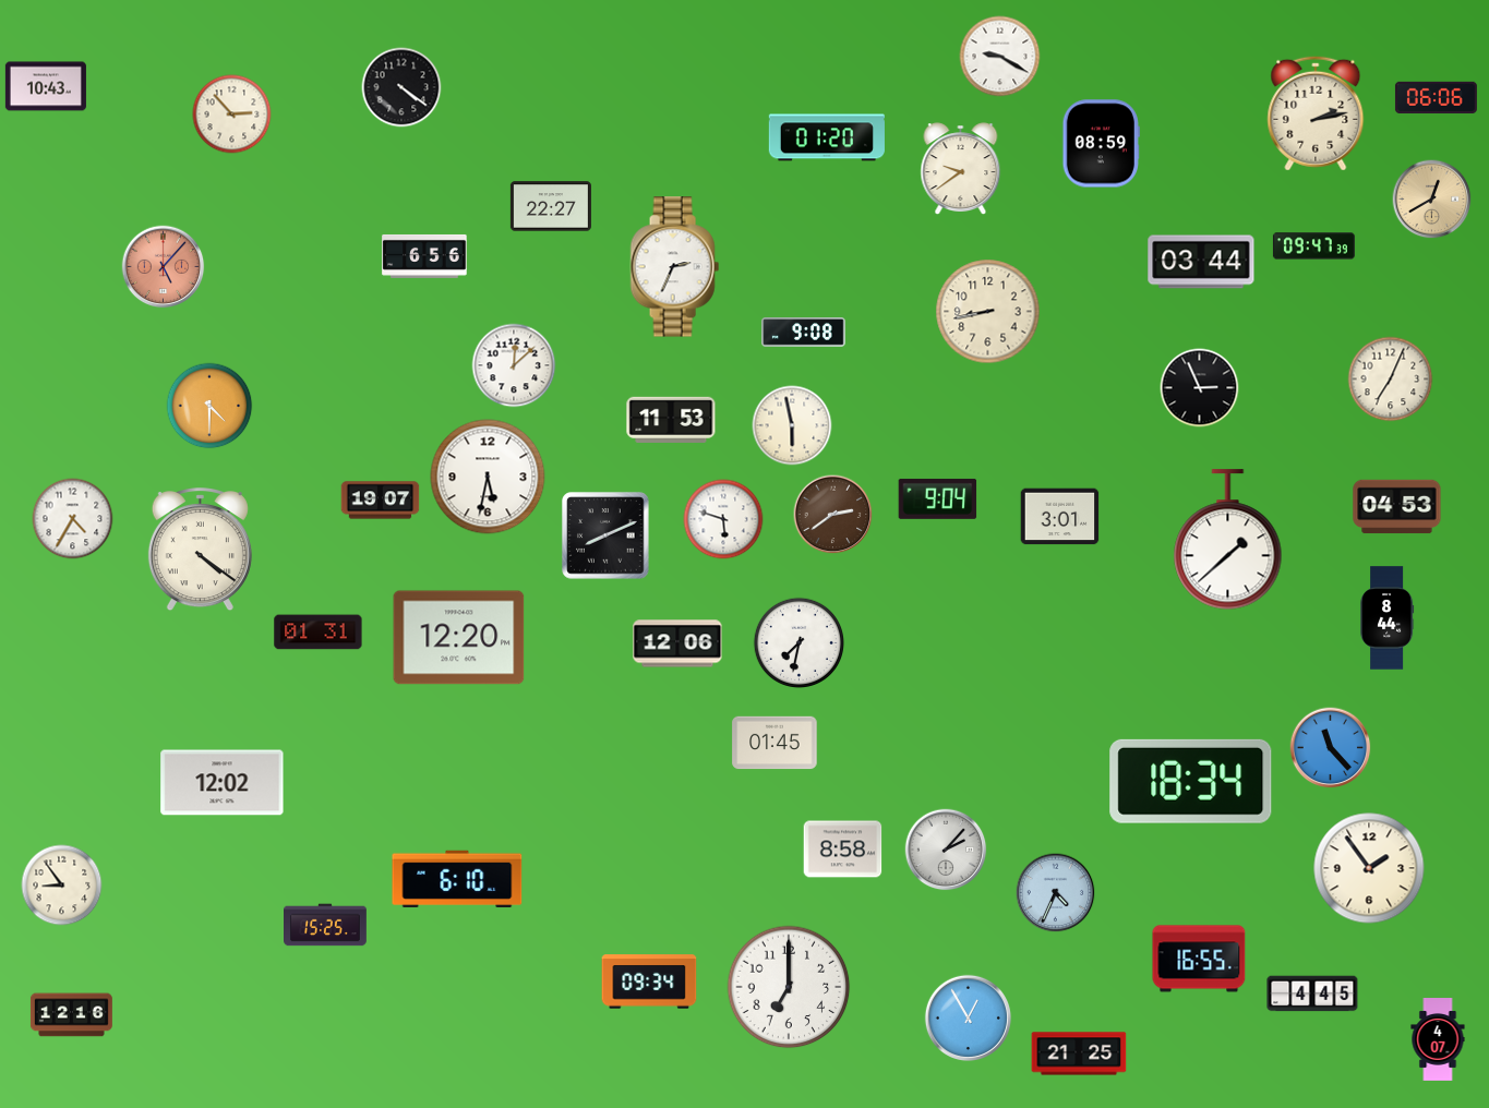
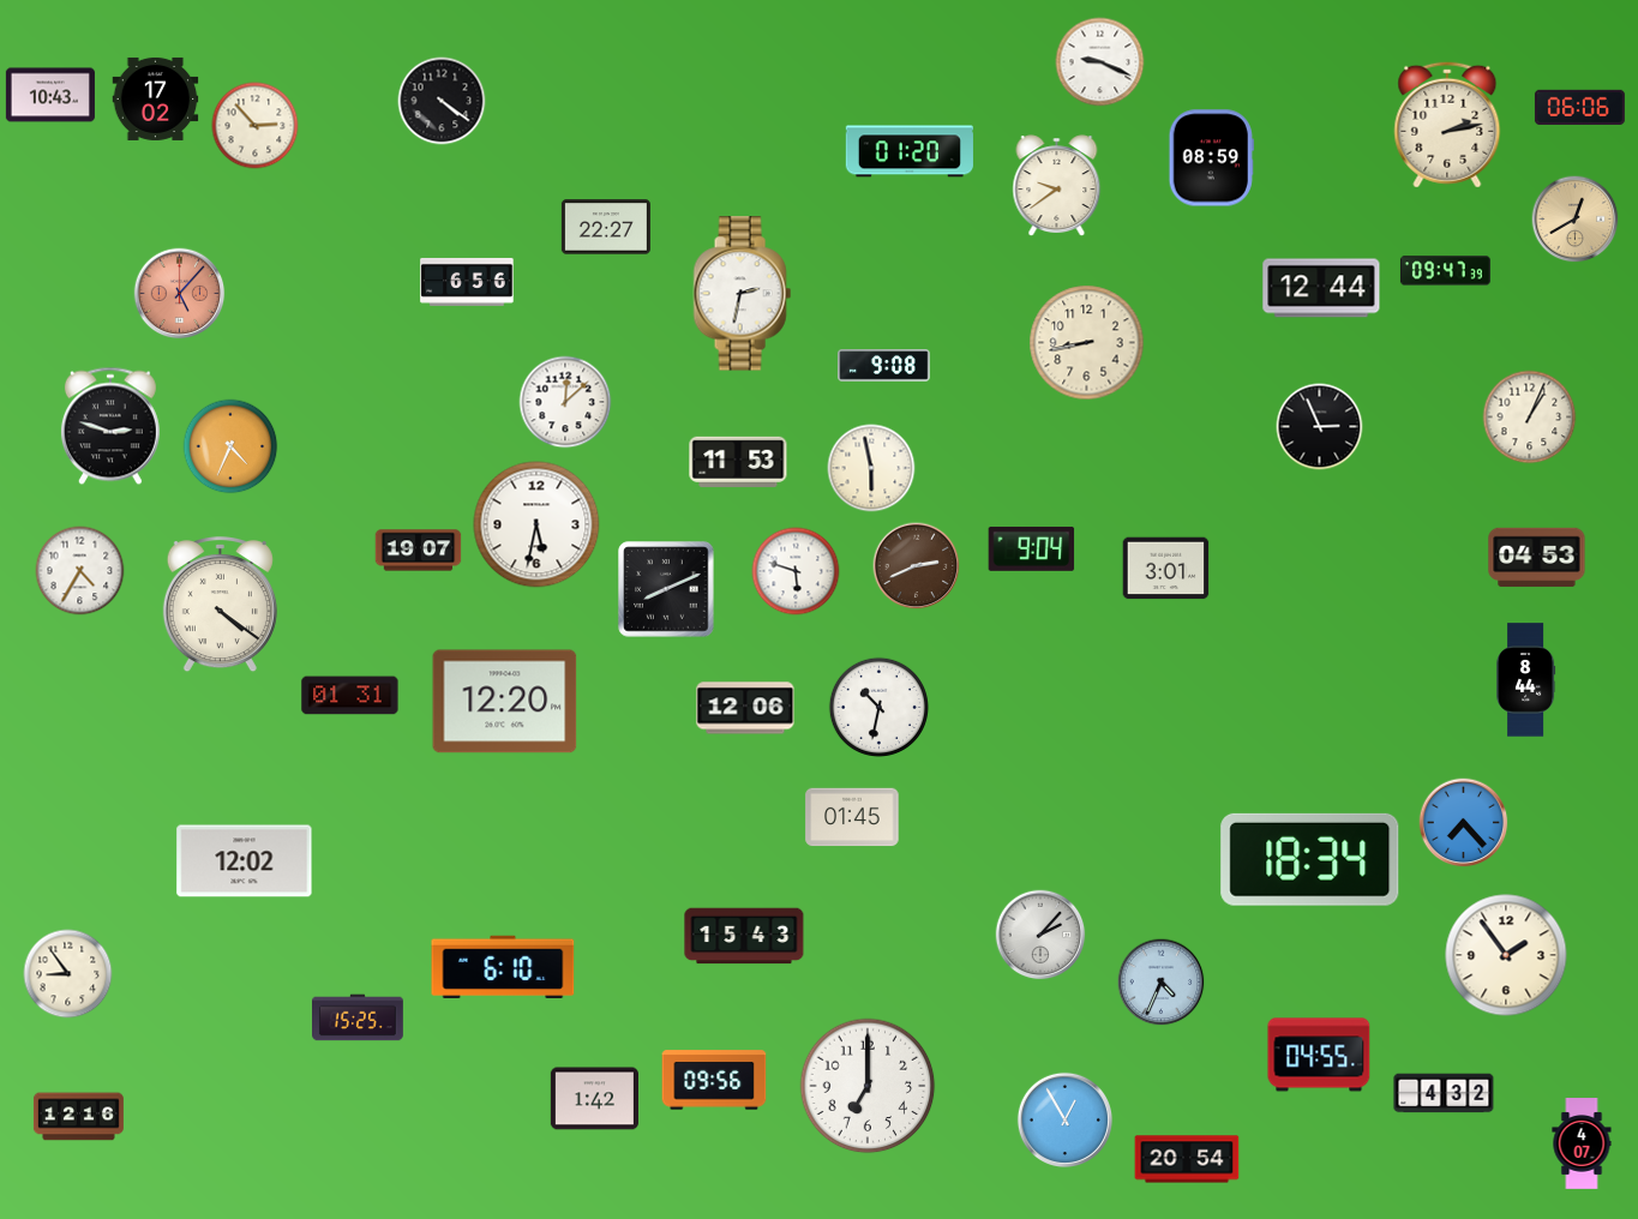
clock at (1000, 57): 9:20 -> 9:19
clock at (401, 87) position: (401, 87) -> (442, 101)
clock at (156, 98): none -> 17:02
clock at (1201, 262): 03:44 -> 12:44
clock at (674, 267): 2:34 -> 2:32
clock at (1391, 380): 7:04 -> 1:04
clock at (110, 426): none -> 2:48
clock at (209, 406): 4:30 -> 4:34
clock at (833, 515): 2:39 -> 2:41
clock at (1228, 540): 1:38 -> none
clock at (798, 642): 7:32 -> 10:32
clock at (1331, 748): 11:23 -> 7:23
clock at (843, 850): 8:58 -> none
clock at (744, 936): none -> 15:43
clock at (1199, 959): 16:55 -> 04:55
clock at (649, 981): 09:34 -> 09:56
clock at (1312, 993): 4:45 -> 4:32
clock at (594, 1099): none -> 1:42
clock at (1079, 1053): 21:25 -> 20:54
